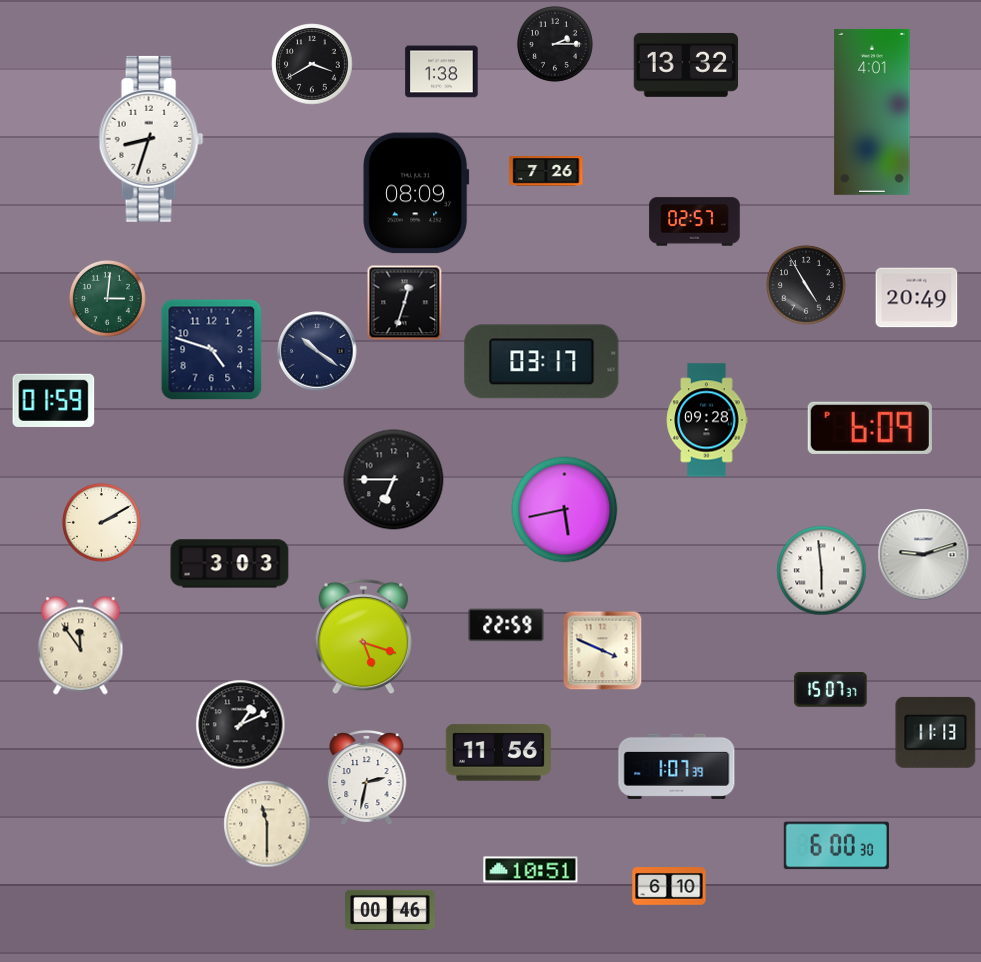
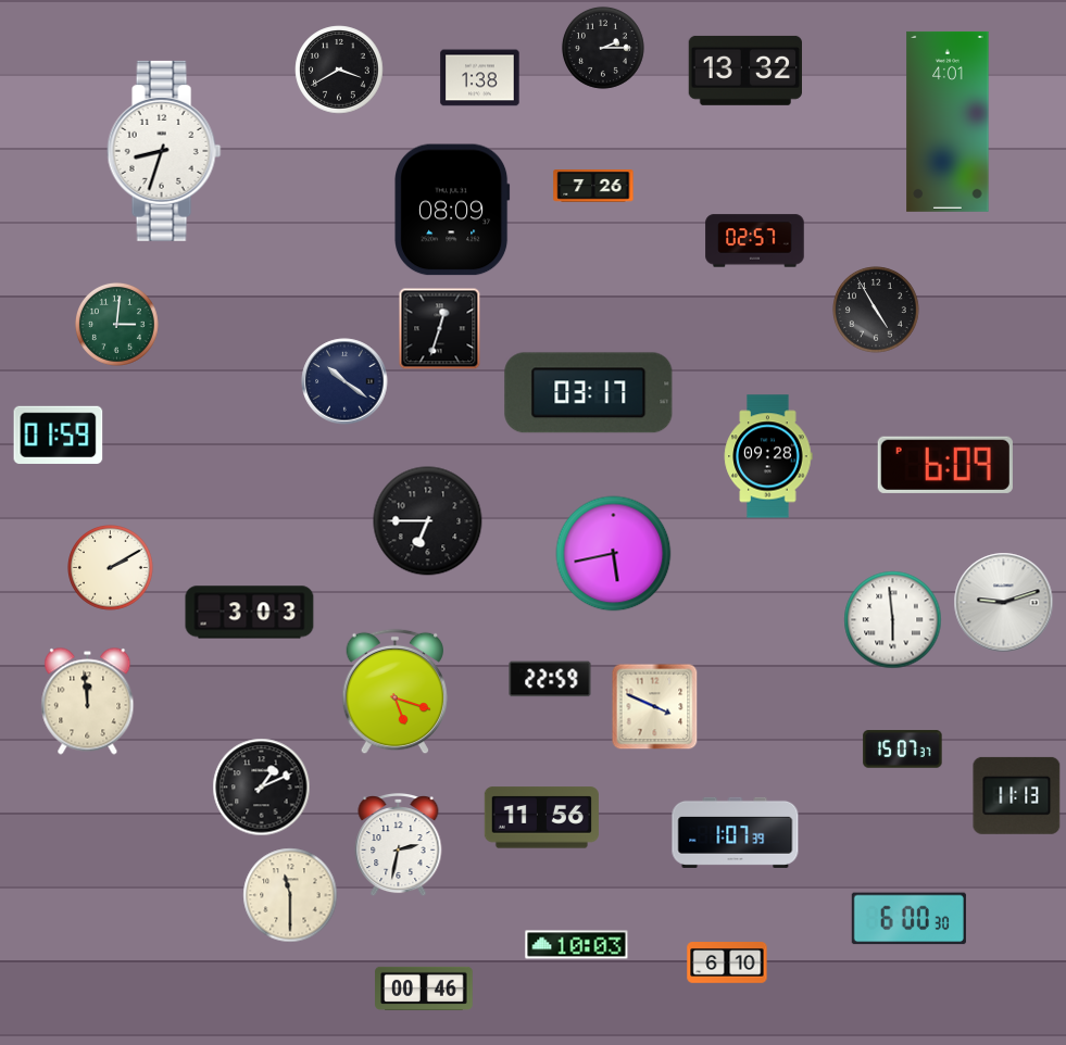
clock at (917, 298): 20:49 -> none
clock at (212, 350): 4:48 -> none
clock at (81, 646): 11:54 -> 11:59
clock at (531, 870): 10:51 -> 10:03
